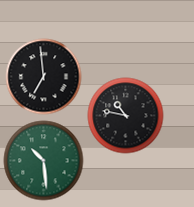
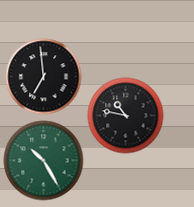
clock at (44, 161): 10:29 -> 10:25
